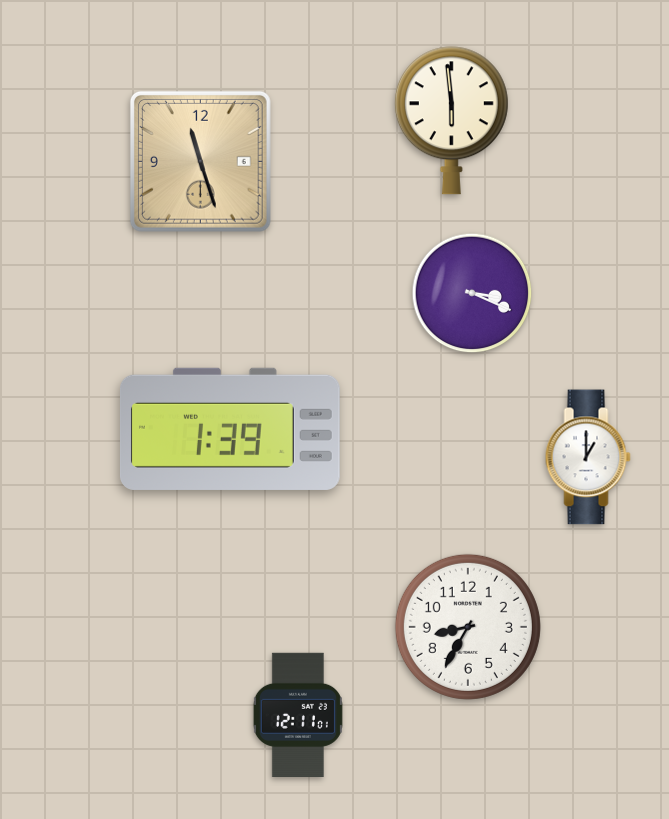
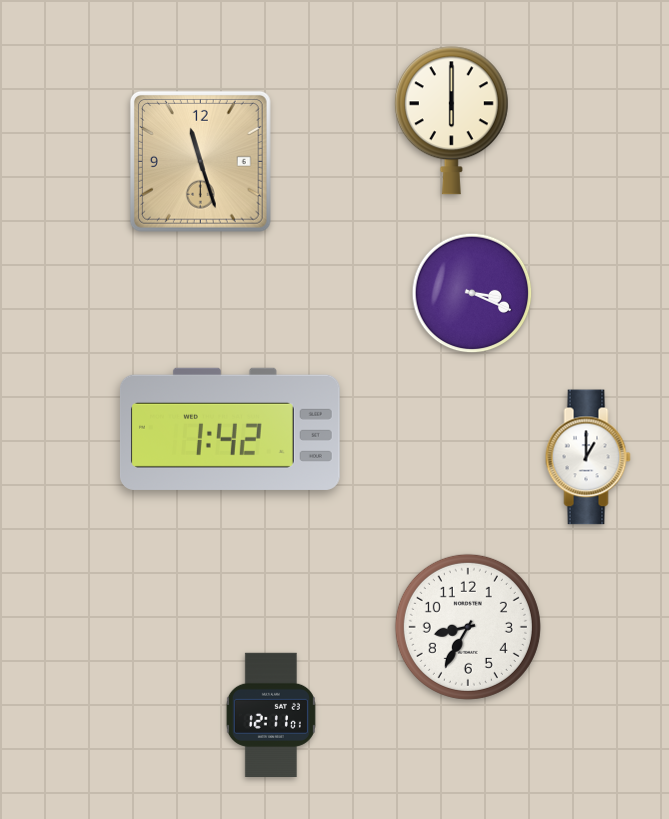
clock at (451, 121): 5:59 -> 6:00
clock at (230, 429): 1:39 -> 1:42
clock at (298, 714) position: (298, 714) -> (271, 714)
